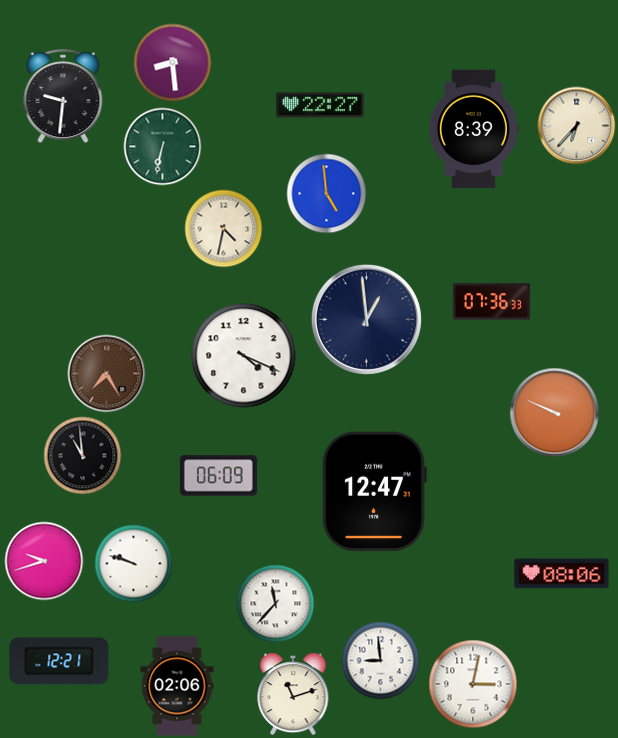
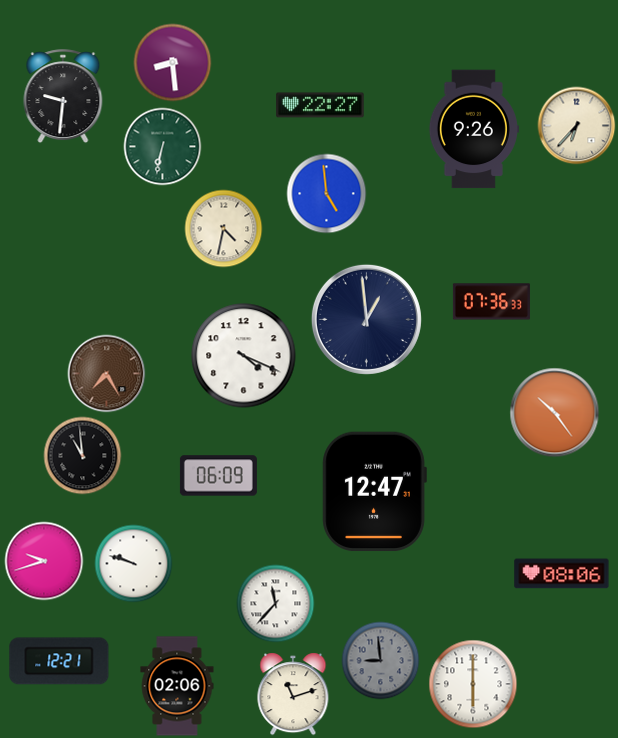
clock at (474, 129): 8:39 -> 9:26
clock at (554, 412): 9:49 -> 10:24
clock at (380, 660) dial: white -> grey
clock at (473, 684): 3:02 -> 6:00
